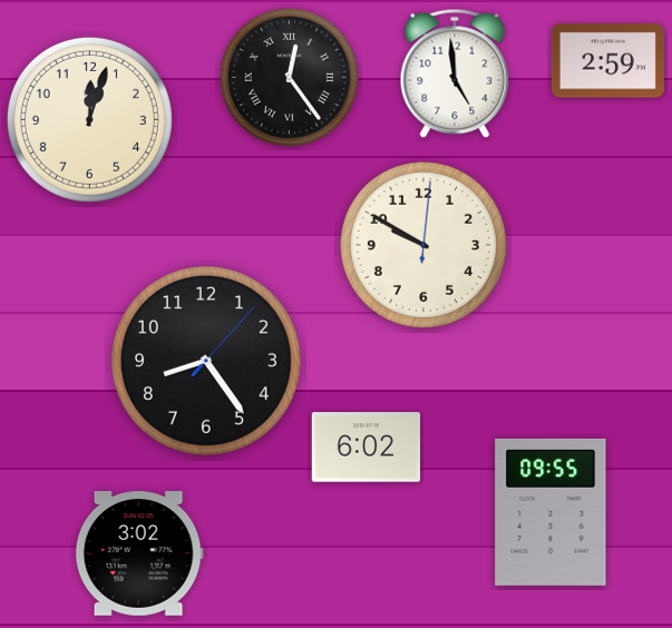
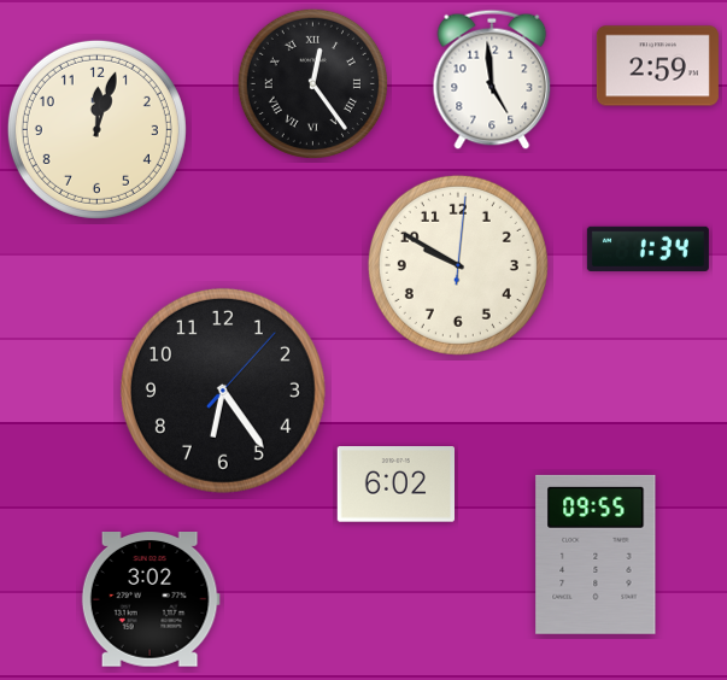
clock at (647, 248): none -> 1:34
clock at (206, 361): 8:24 -> 6:24
